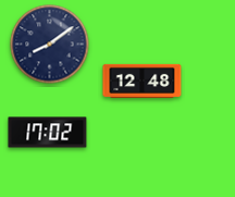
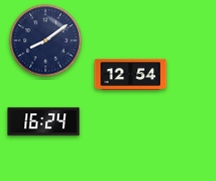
clock at (143, 81): 12:48 -> 12:54
clock at (48, 133): 17:02 -> 16:24
